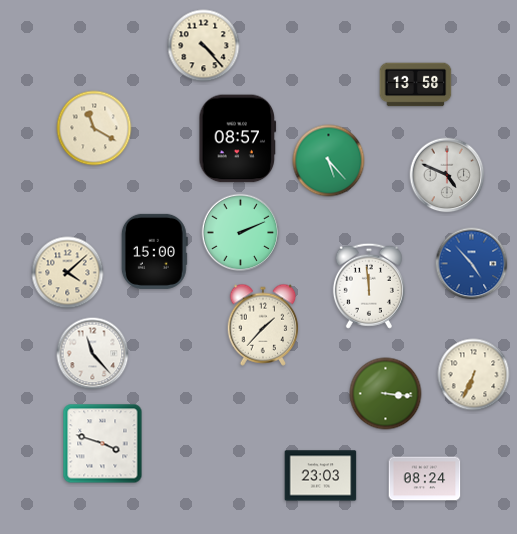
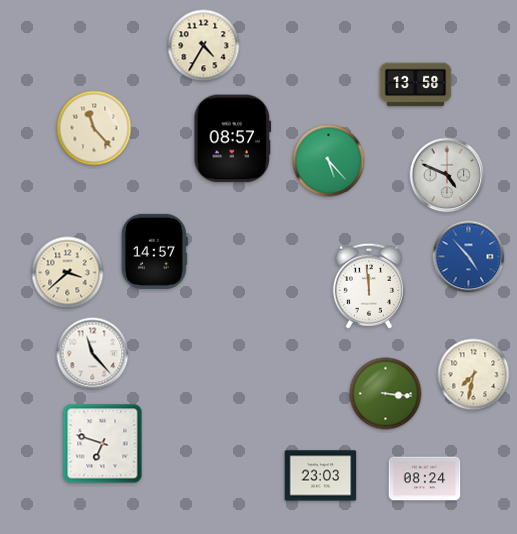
clock at (204, 46): 4:23 -> 4:35
clock at (94, 128): 11:20 -> 11:23
clock at (238, 139) position: (238, 139) -> (233, 139)
clock at (241, 233): 2:11 -> none
clock at (154, 251): 15:00 -> 14:57
clock at (472, 264) position: (472, 264) -> (469, 257)
clock at (68, 273): 4:08 -> 3:38
clock at (263, 325): 1:37 -> none
clock at (474, 375): 6:34 -> 7:32
clock at (103, 444): 3:48 -> 6:48
